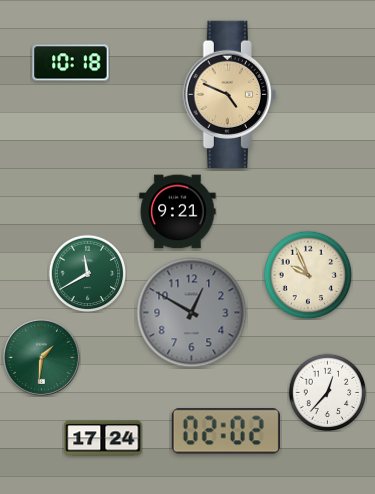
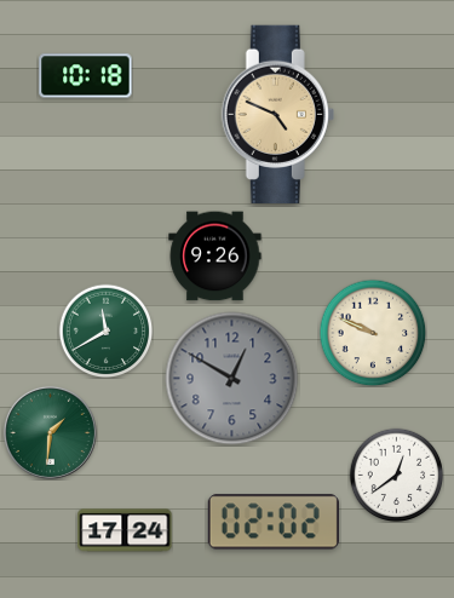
clock at (178, 212): 9:21 -> 9:26
clock at (308, 275): 9:56 -> 9:49
clock at (327, 392): 12:37 -> 12:39
